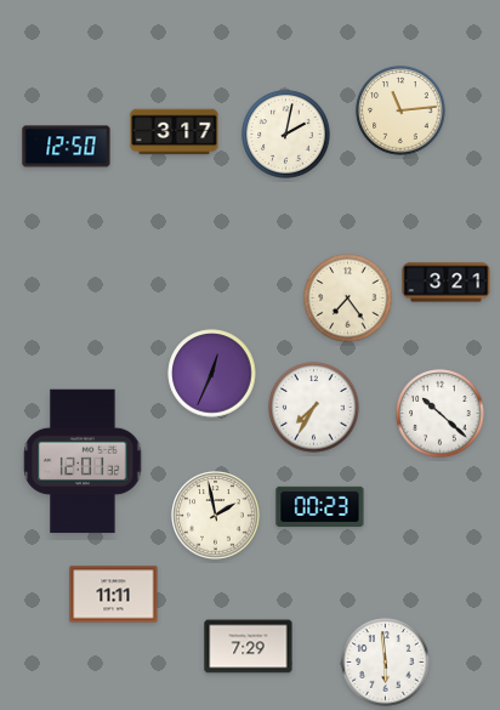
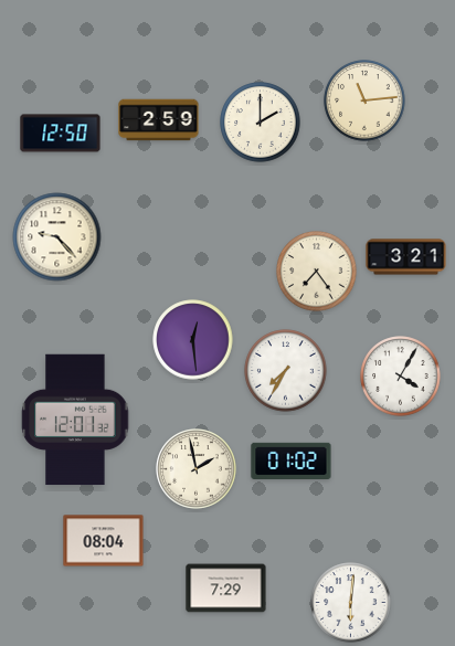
clock at (175, 132): 3:17 -> 2:59
clock at (286, 135): 2:02 -> 2:00
clock at (57, 237): none -> 9:23
clock at (212, 374): 12:34 -> 12:29
clock at (441, 414): 10:22 -> 4:05
clock at (320, 506): 00:23 -> 01:02
clock at (114, 595): 11:11 -> 08:04
clock at (386, 663): 5:59 -> 6:01
